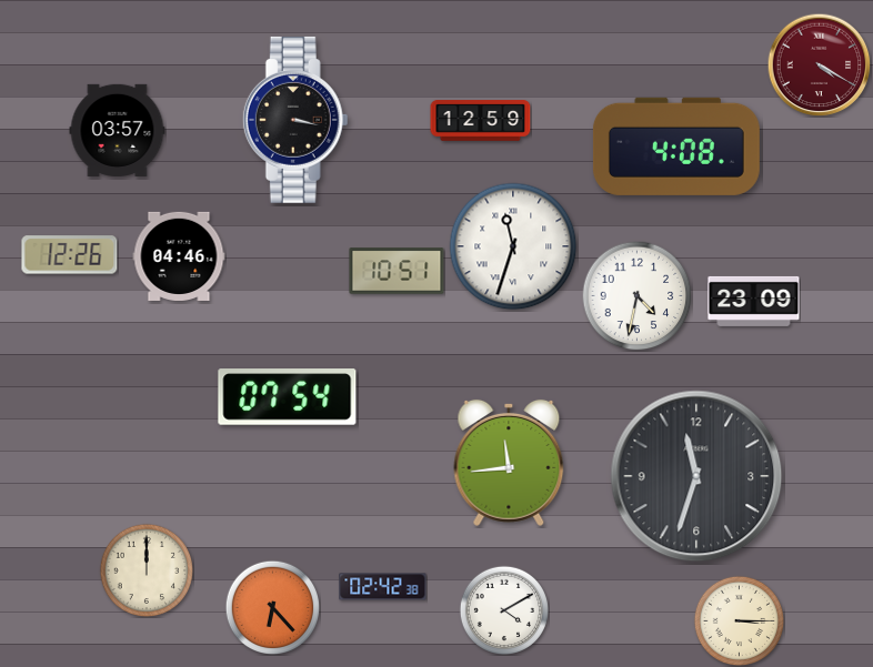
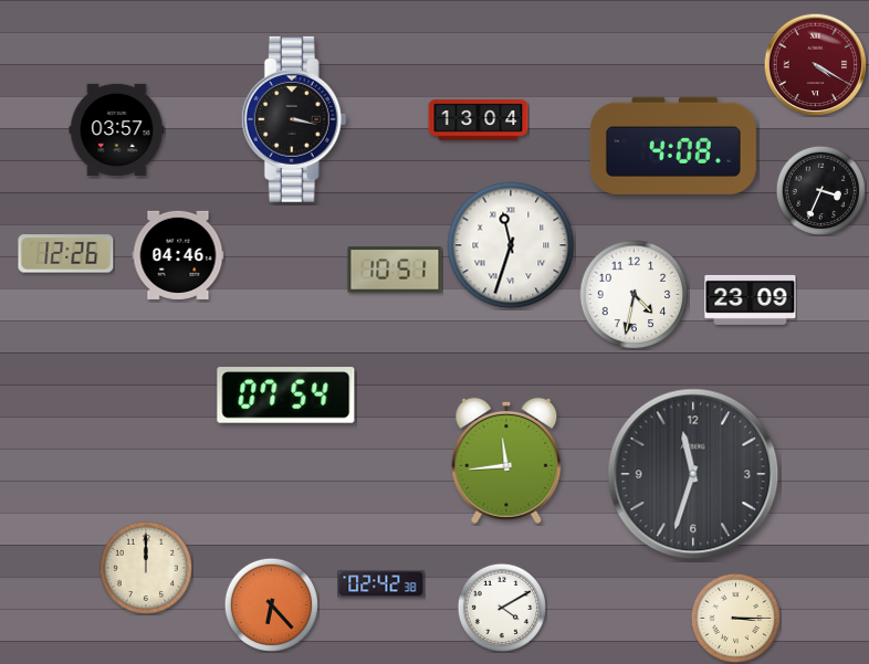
clock at (481, 121): 12:59 -> 13:04
clock at (820, 190): none -> 3:34
clock at (70, 255) position: (70, 255) -> (66, 254)
